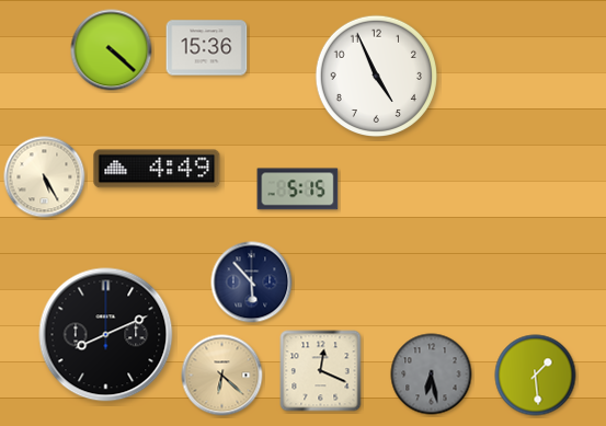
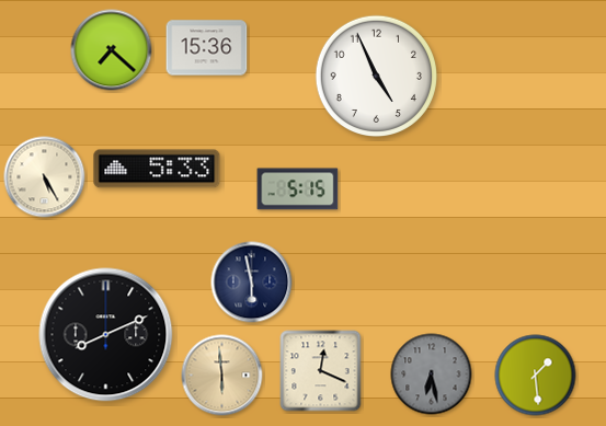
clock at (112, 50): 4:22 -> 7:22
clock at (157, 169): 4:49 -> 5:33
clock at (252, 283): 5:53 -> 5:58
clock at (222, 376): 6:22 -> 5:59
